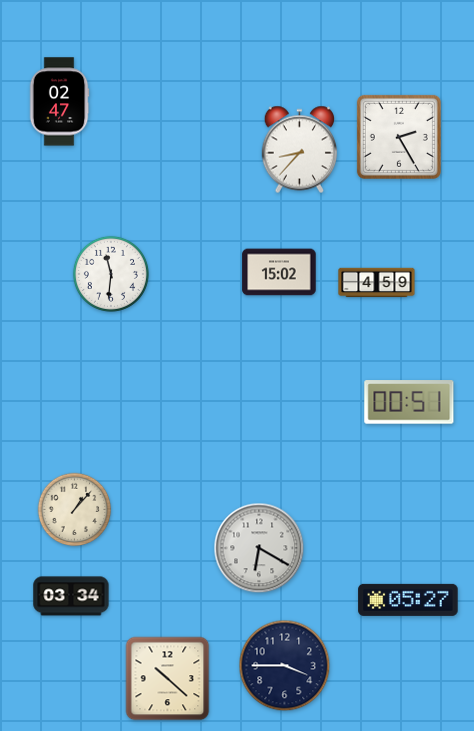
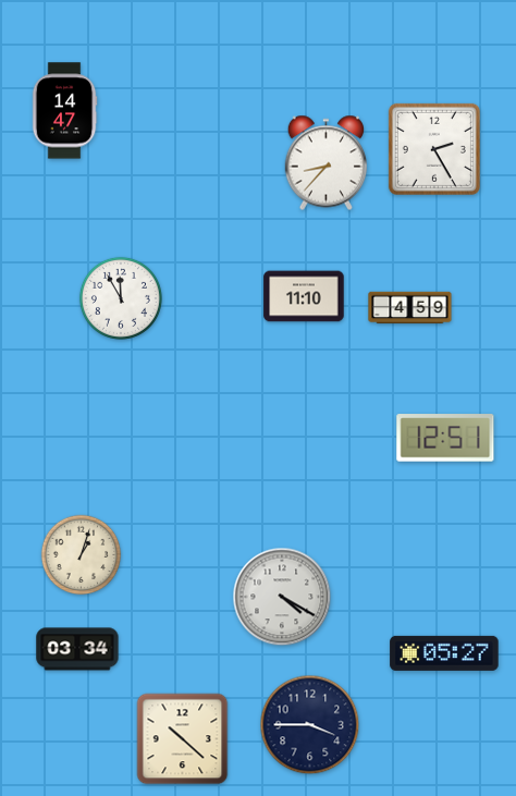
clock at (59, 102): 02:47 -> 14:47
clock at (279, 272): 15:02 -> 11:10
clock at (111, 274): 11:31 -> 11:55
clock at (409, 402): 00:51 -> 12:51
clock at (75, 510): 1:07 -> 1:03
clock at (259, 548): 6:20 -> 4:20
